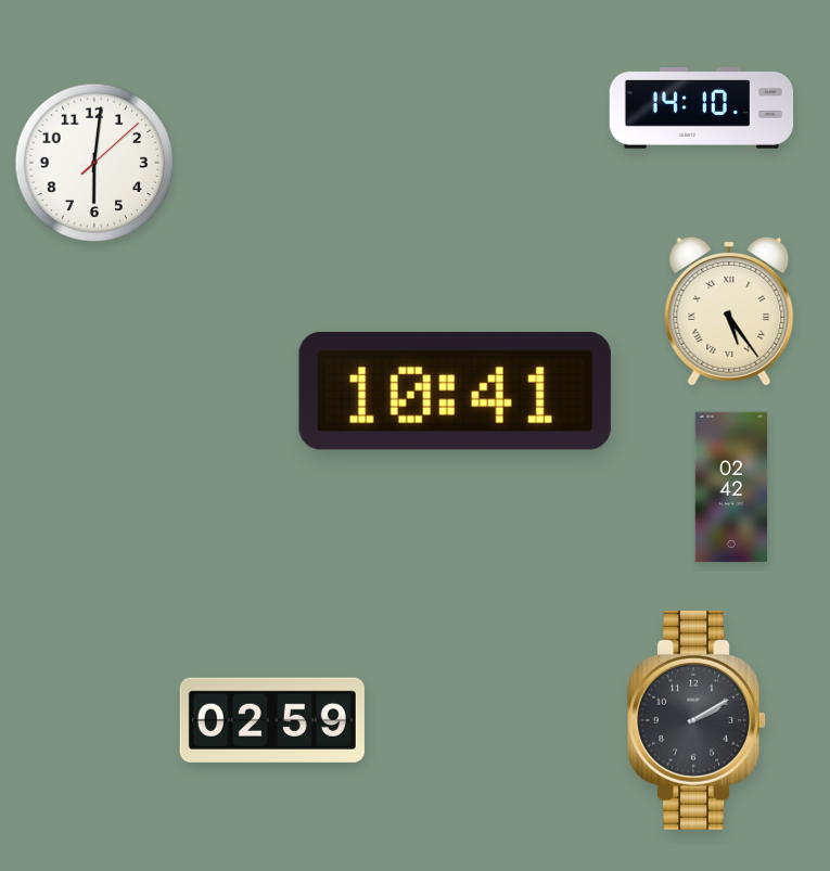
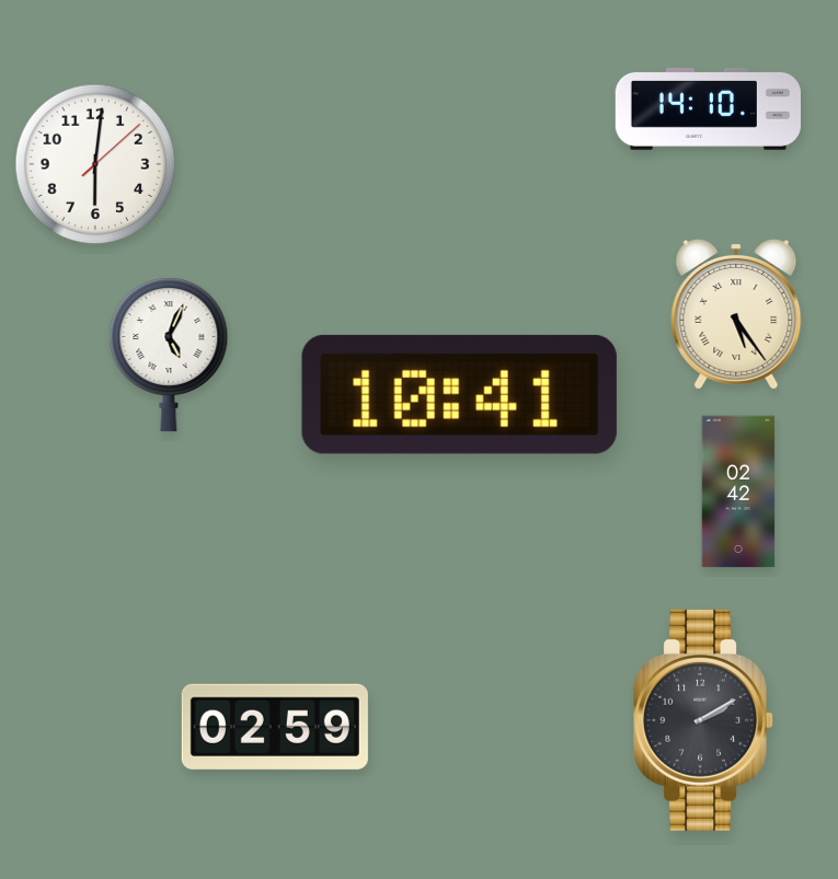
clock at (169, 355): none -> 5:04
clock at (697, 720) position: (697, 720) -> (703, 720)
